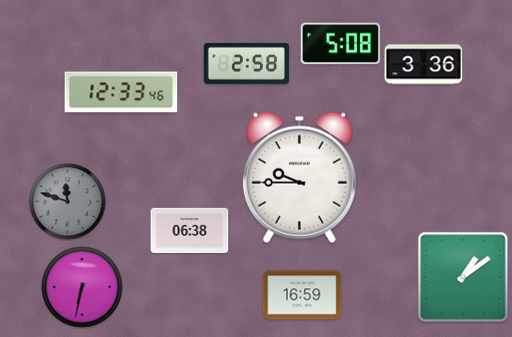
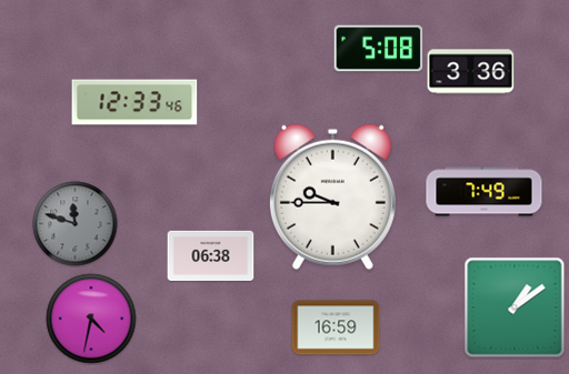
clock at (246, 63): 2:58 -> none
clock at (485, 192): none -> 7:49
clock at (82, 287): 6:32 -> 4:32
